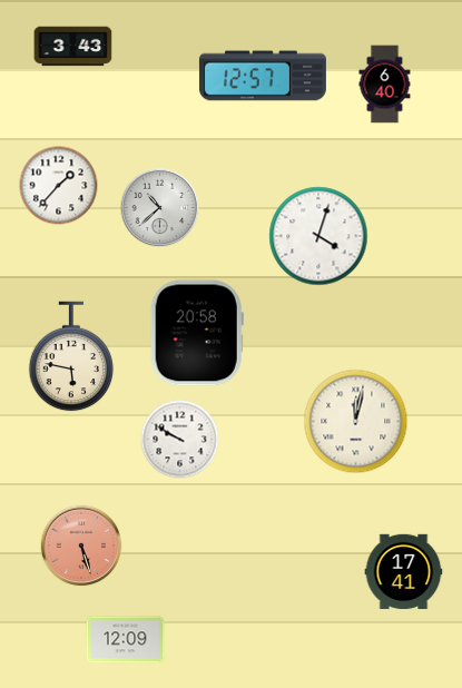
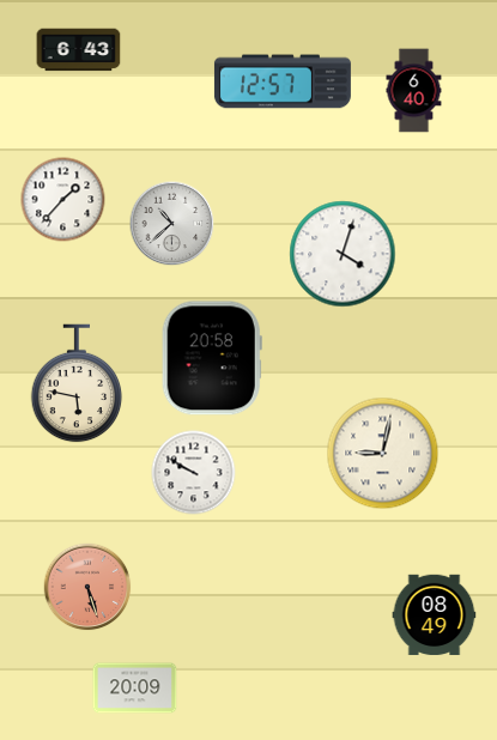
clock at (73, 47): 3:43 -> 6:43
clock at (356, 422): 12:02 -> 9:02
clock at (404, 572): 17:41 -> 08:49
clock at (126, 640): 12:09 -> 20:09
